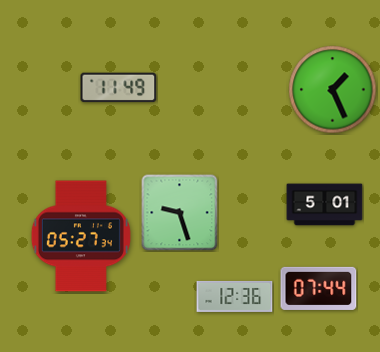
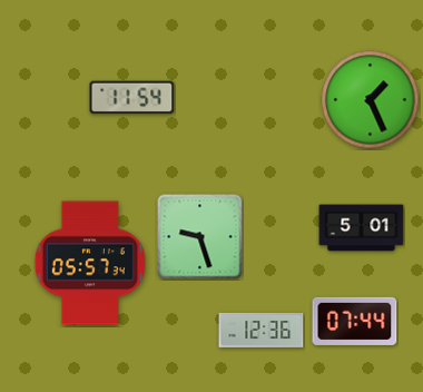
clock at (119, 88): 11:49 -> 11:54
clock at (81, 236): 05:27 -> 05:57
